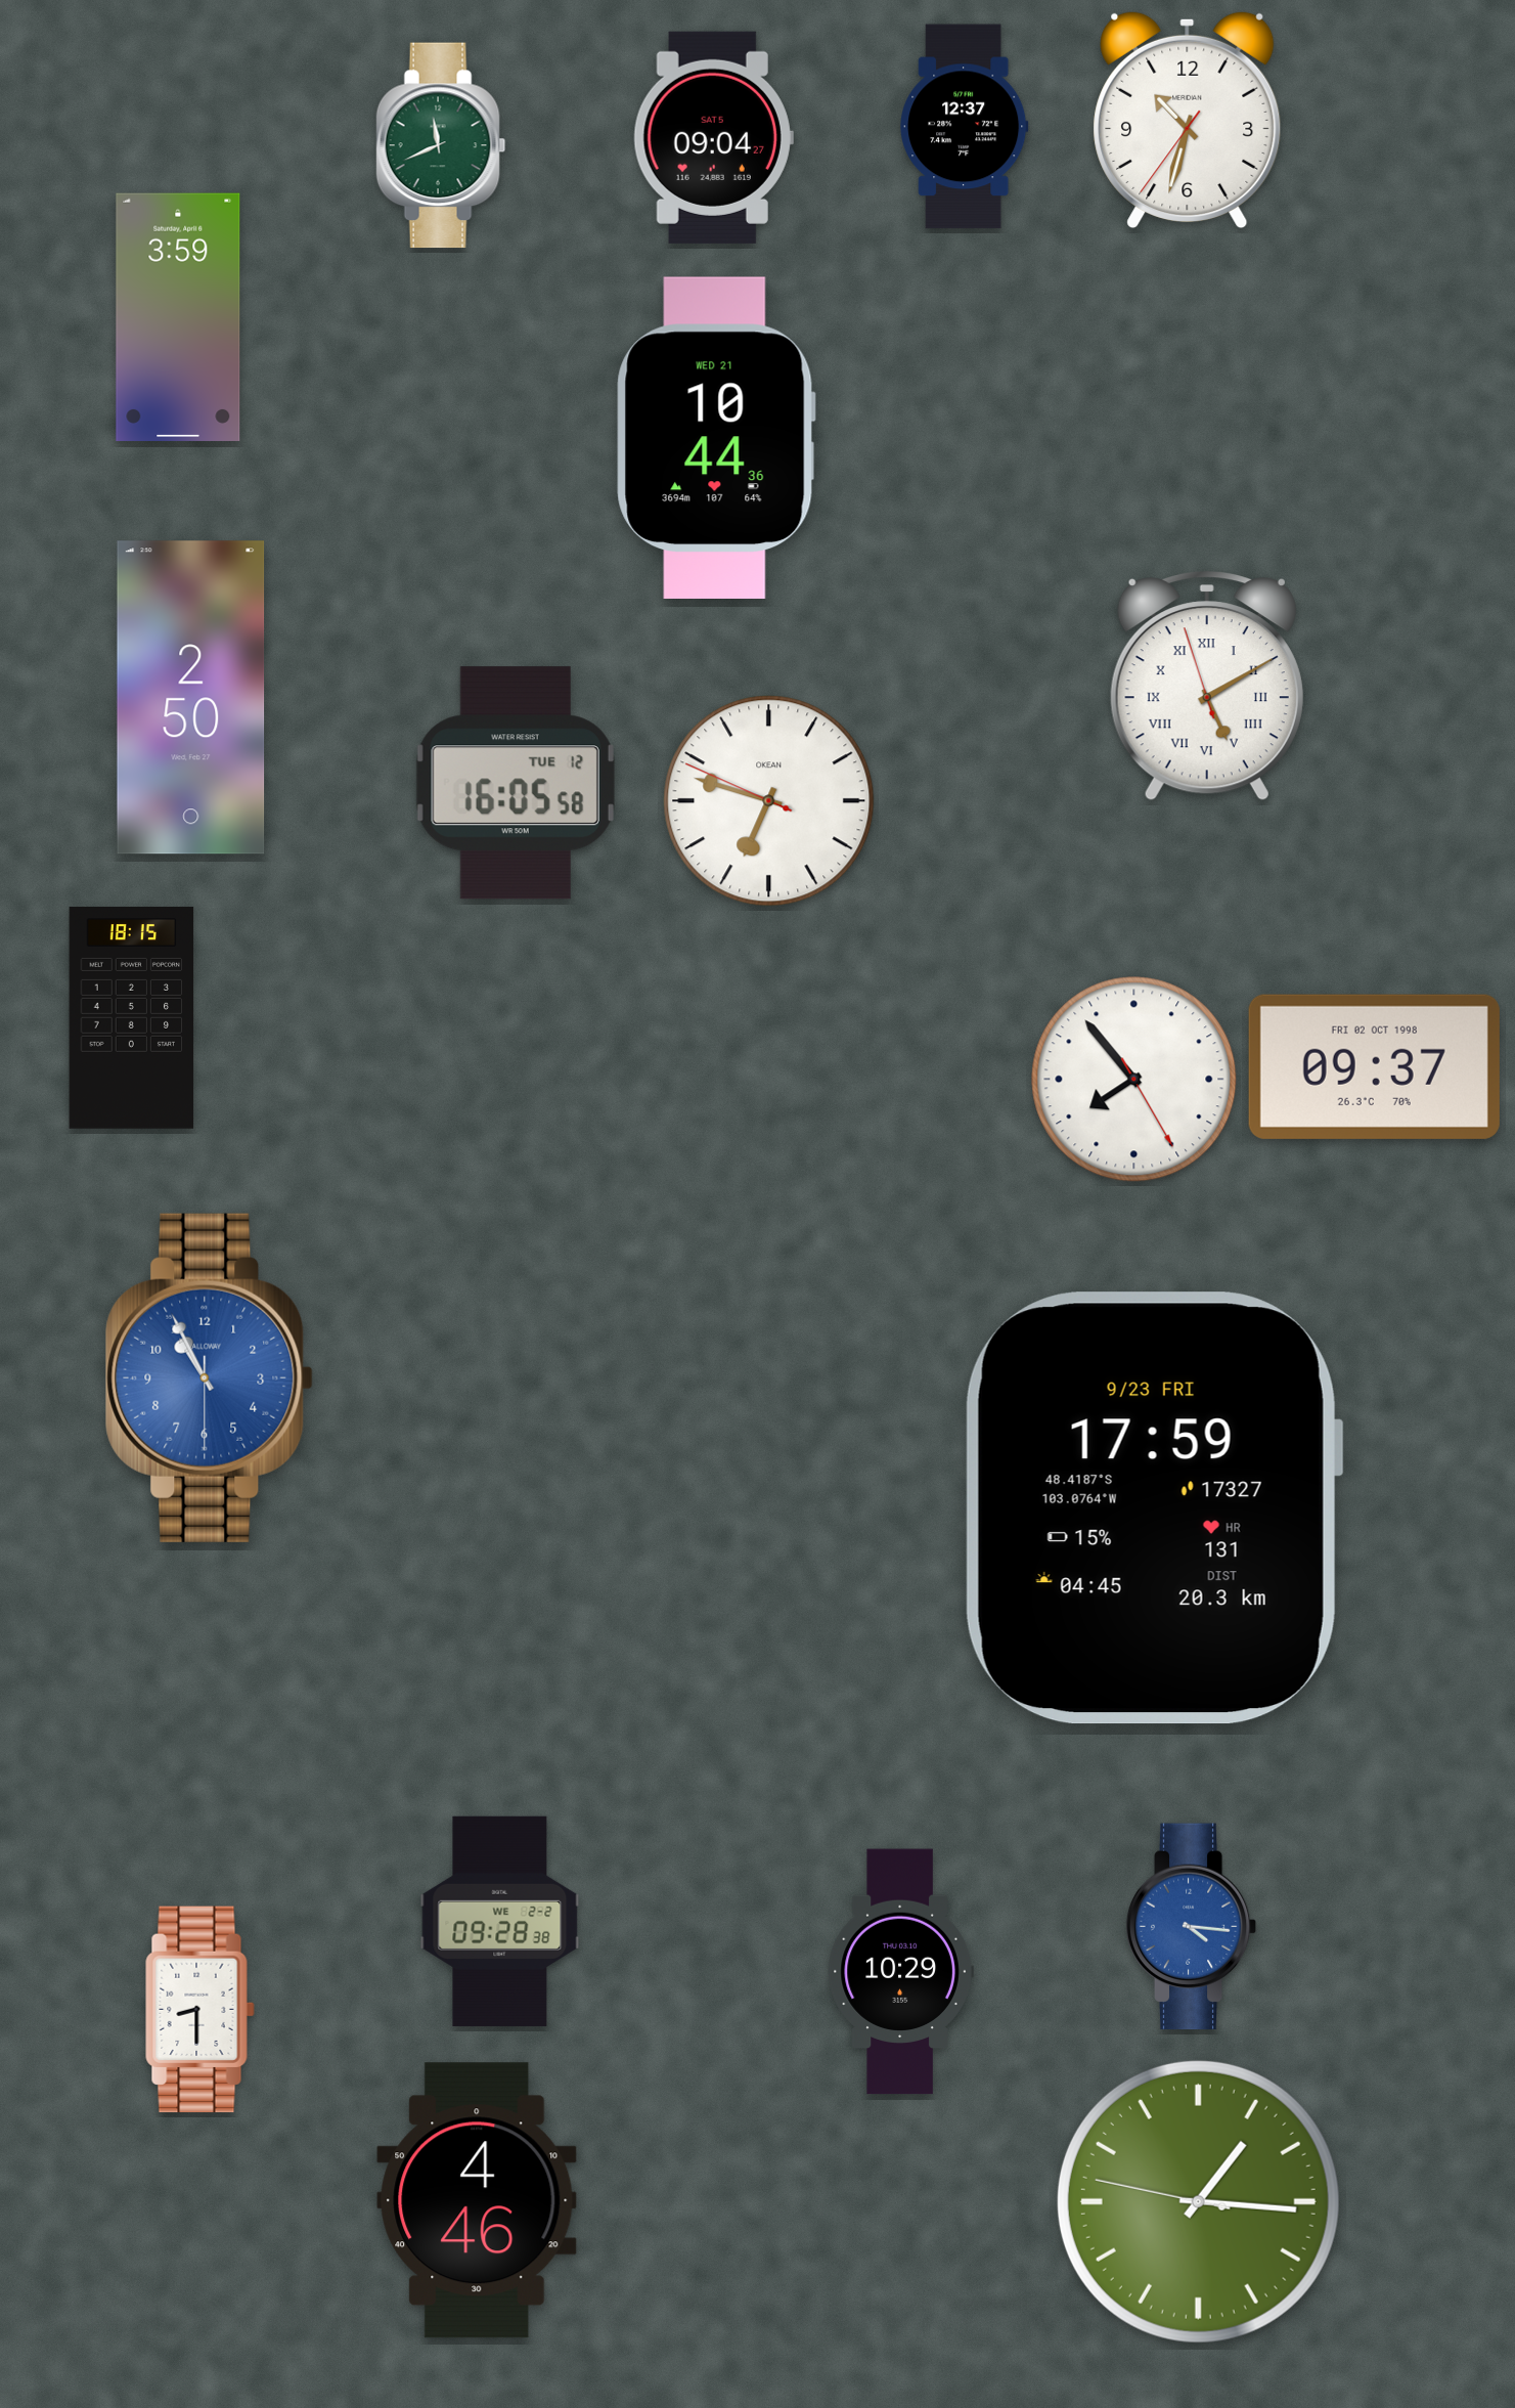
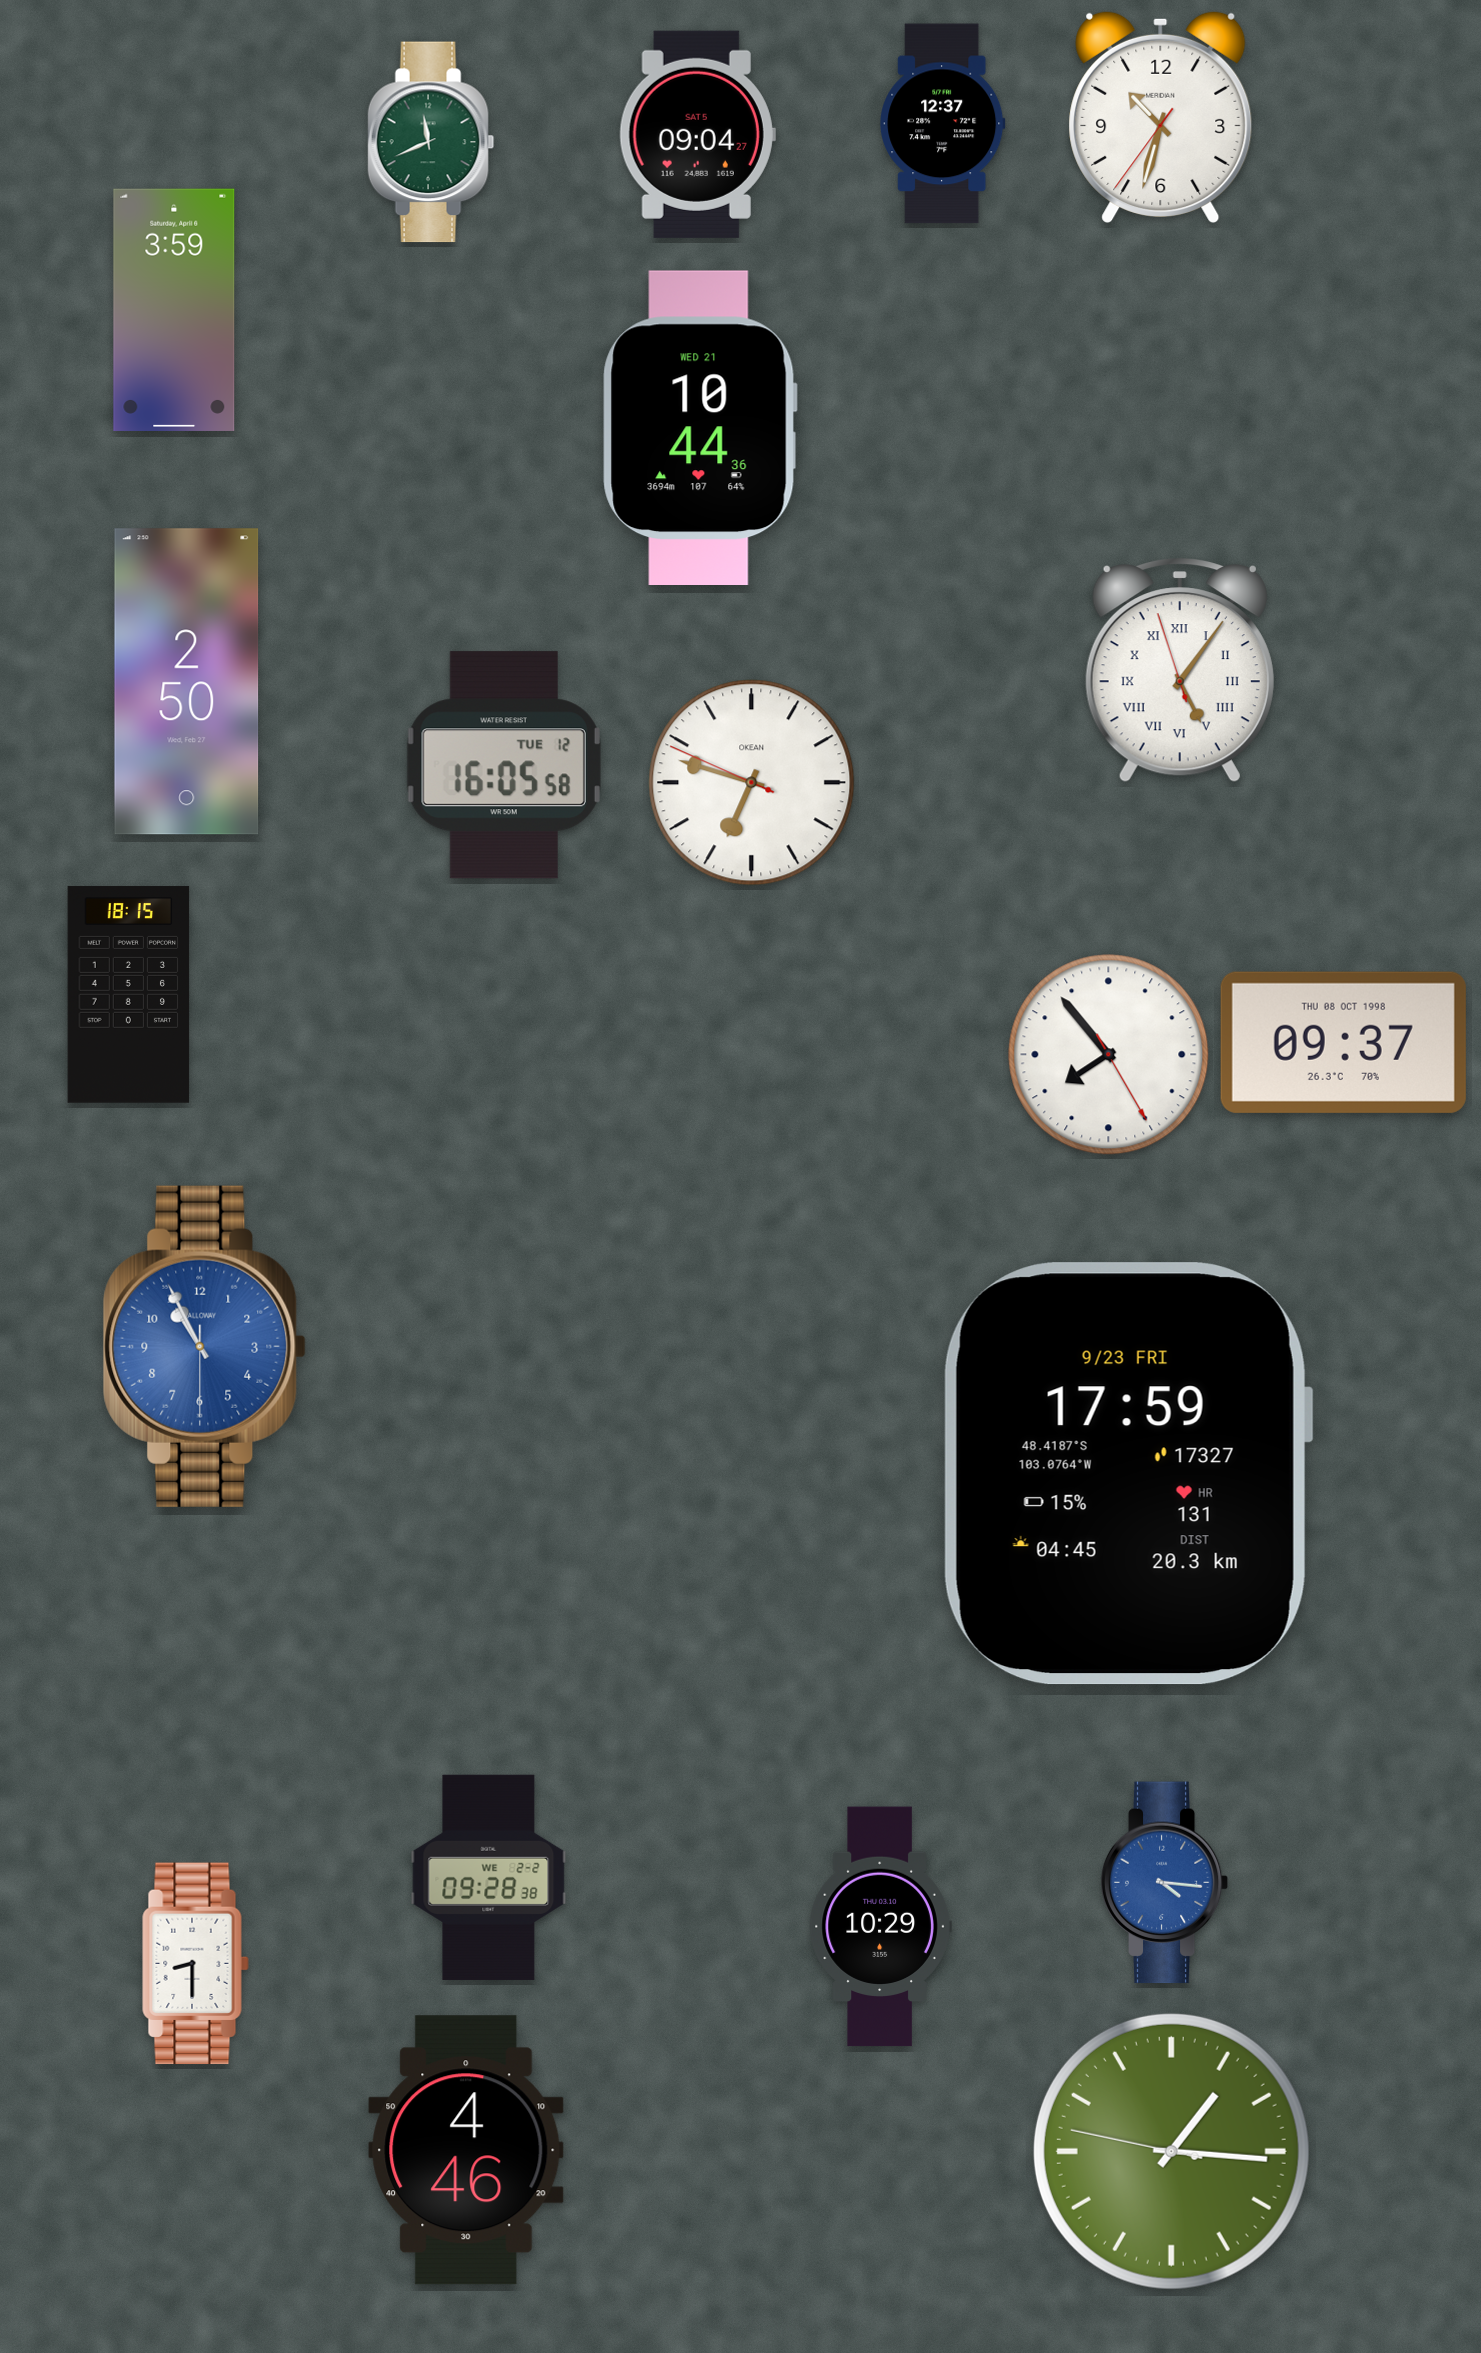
clock at (1207, 687): 5:09 -> 5:05
clock at (1374, 1066) date: FRI 02 OCT 1998 -> THU 08 OCT 1998
